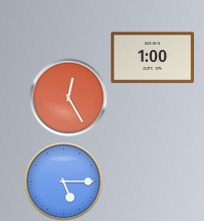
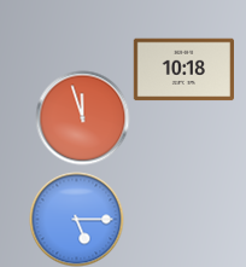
clock at (152, 58): 1:00 -> 10:18
clock at (68, 97): 12:25 -> 11:57
